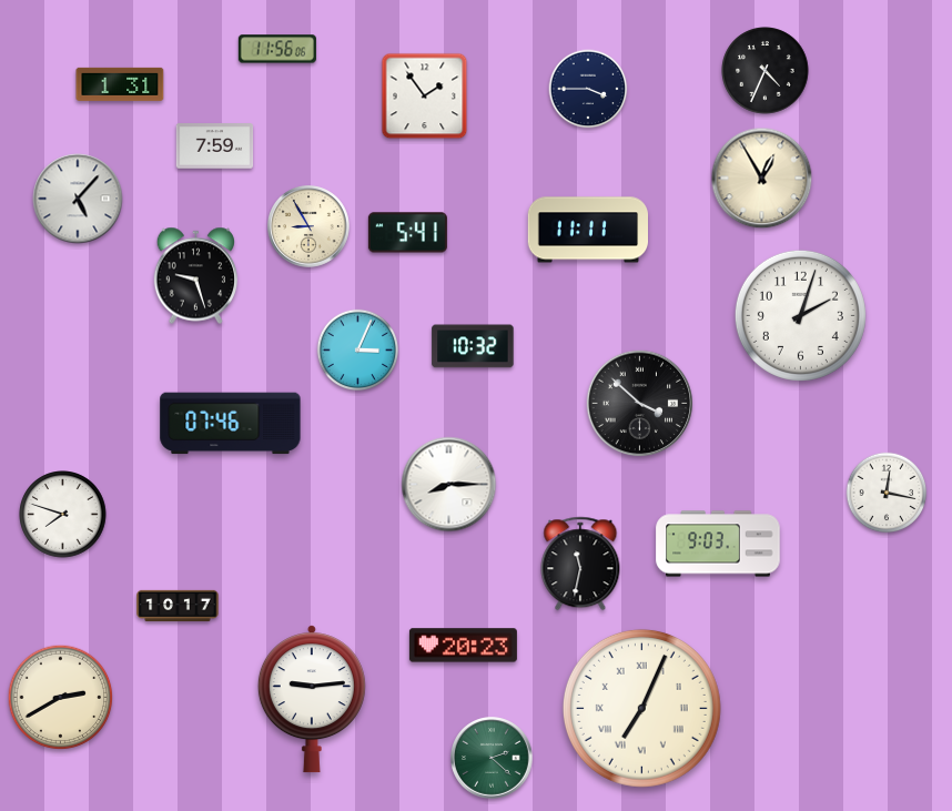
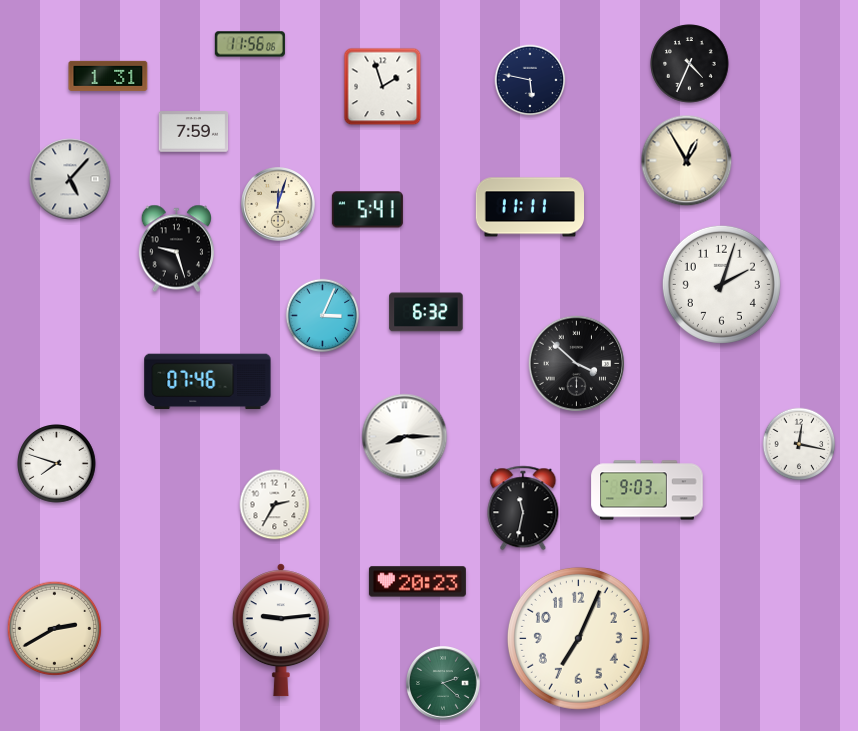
clock at (588, 89): 3:45 -> 5:47
clock at (425, 97): 1:54 -> 1:57
clock at (310, 227): 8:55 -> 12:03
clock at (473, 346): 10:32 -> 6:32
clock at (275, 505): none -> 2:35
clock at (178, 605): 10:17 -> none
clock at (641, 708) numerals: Roman -> Arabic
